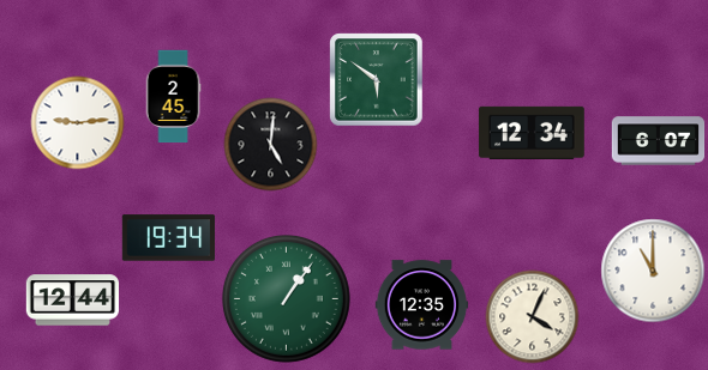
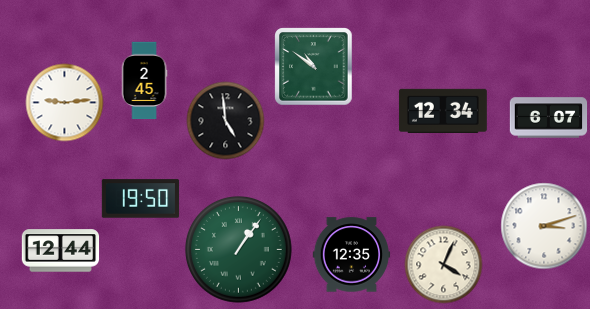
clock at (376, 79): 5:51 -> 10:51
clock at (270, 144): 5:01 -> 4:59
clock at (168, 238): 19:34 -> 19:50
clock at (653, 271): 11:00 -> 3:12
